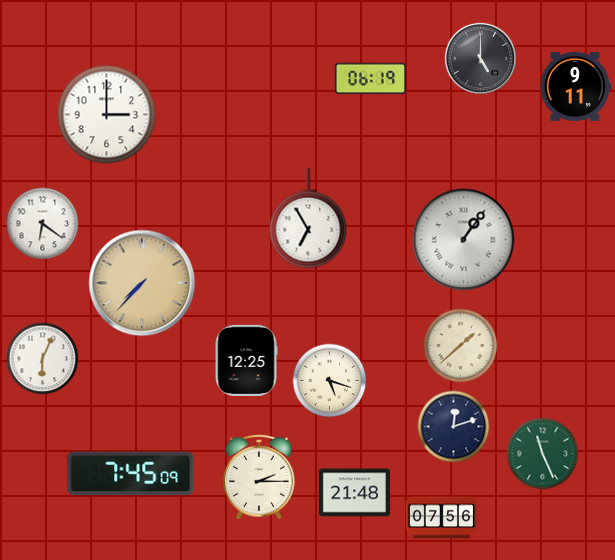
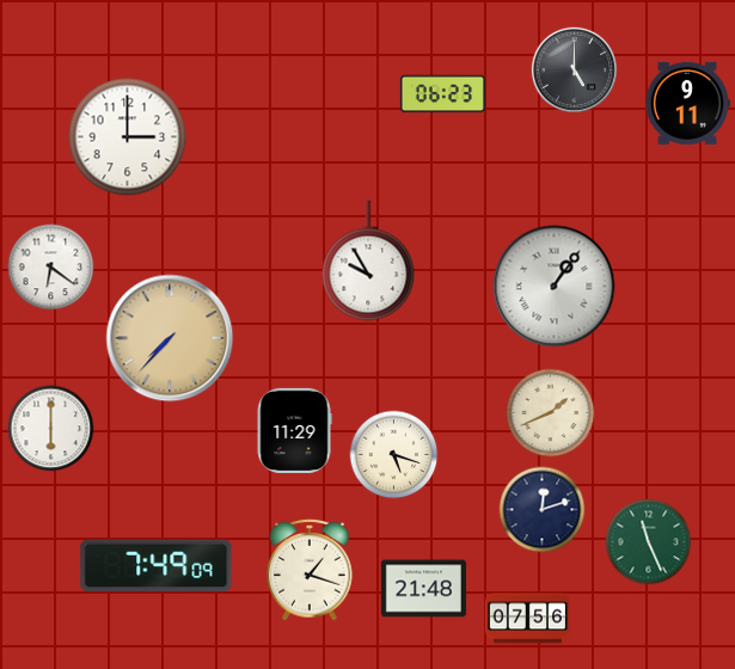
clock at (370, 79): 06:19 -> 06:23
clock at (308, 218): 6:55 -> 9:55
clock at (461, 346): 1:38 -> 1:41
clock at (43, 359): 6:04 -> 6:00
clock at (246, 360): 12:25 -> 11:29
clock at (131, 474): 7:45 -> 7:49
clock at (259, 477): 2:15 -> 1:18
